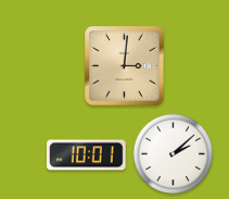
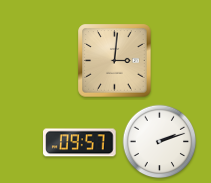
clock at (174, 154): 2:08 -> 2:12
clock at (87, 156): 10:01 -> 09:57
